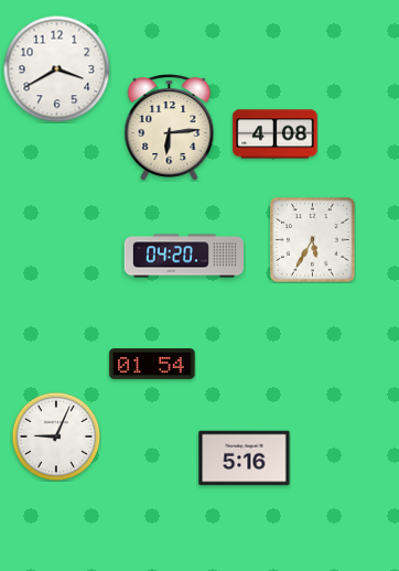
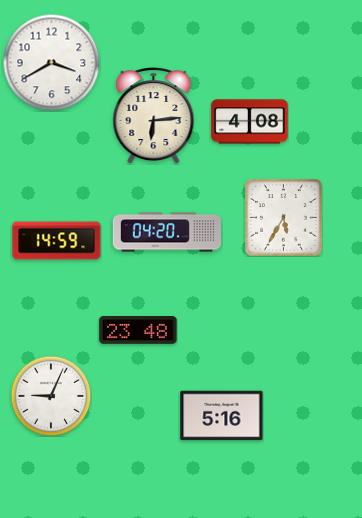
clock at (57, 241): none -> 14:59
clock at (152, 364): 01:54 -> 23:48
